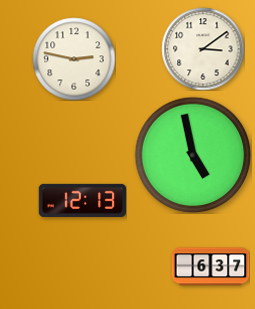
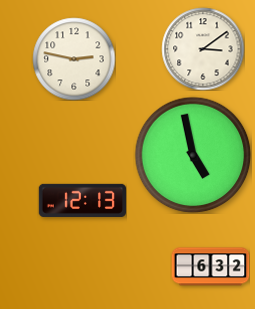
clock at (210, 267): 6:37 -> 6:32
